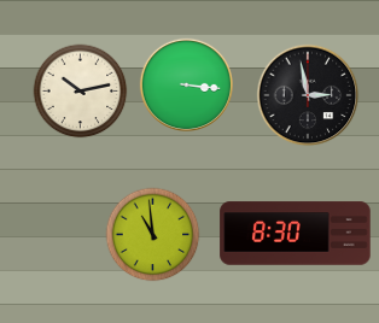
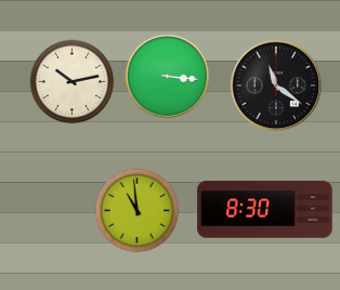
clock at (308, 95): 2:58 -> 11:21
